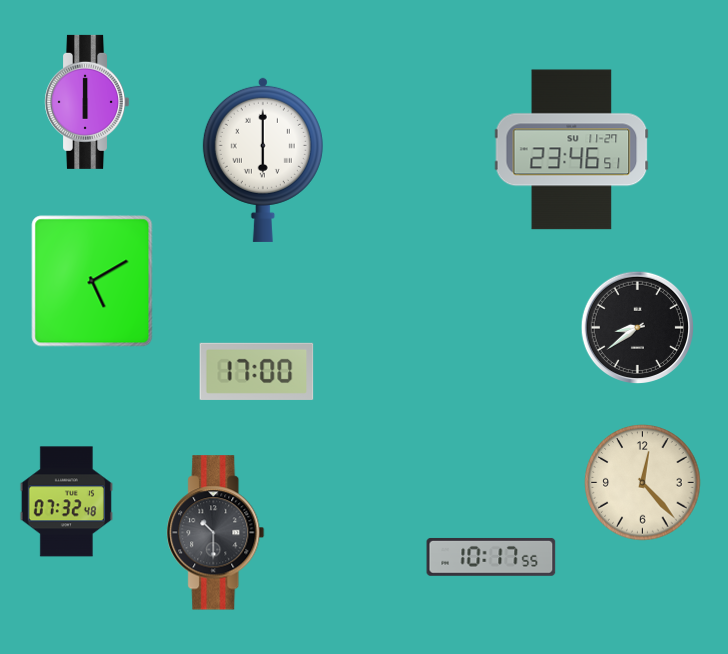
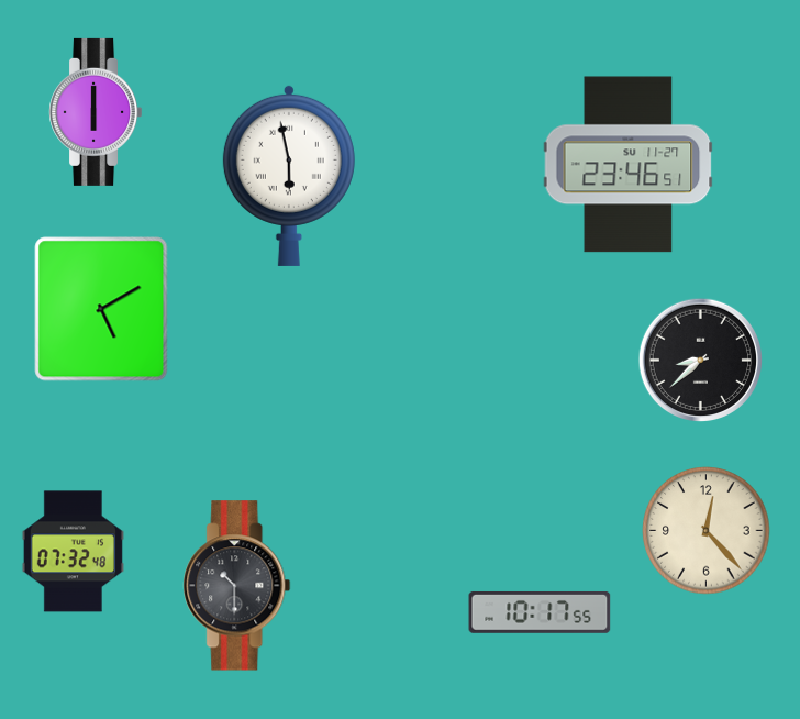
clock at (263, 159): 6:00 -> 5:58
clock at (637, 327): 8:39 -> 8:38
clock at (257, 371): 17:00 -> none
